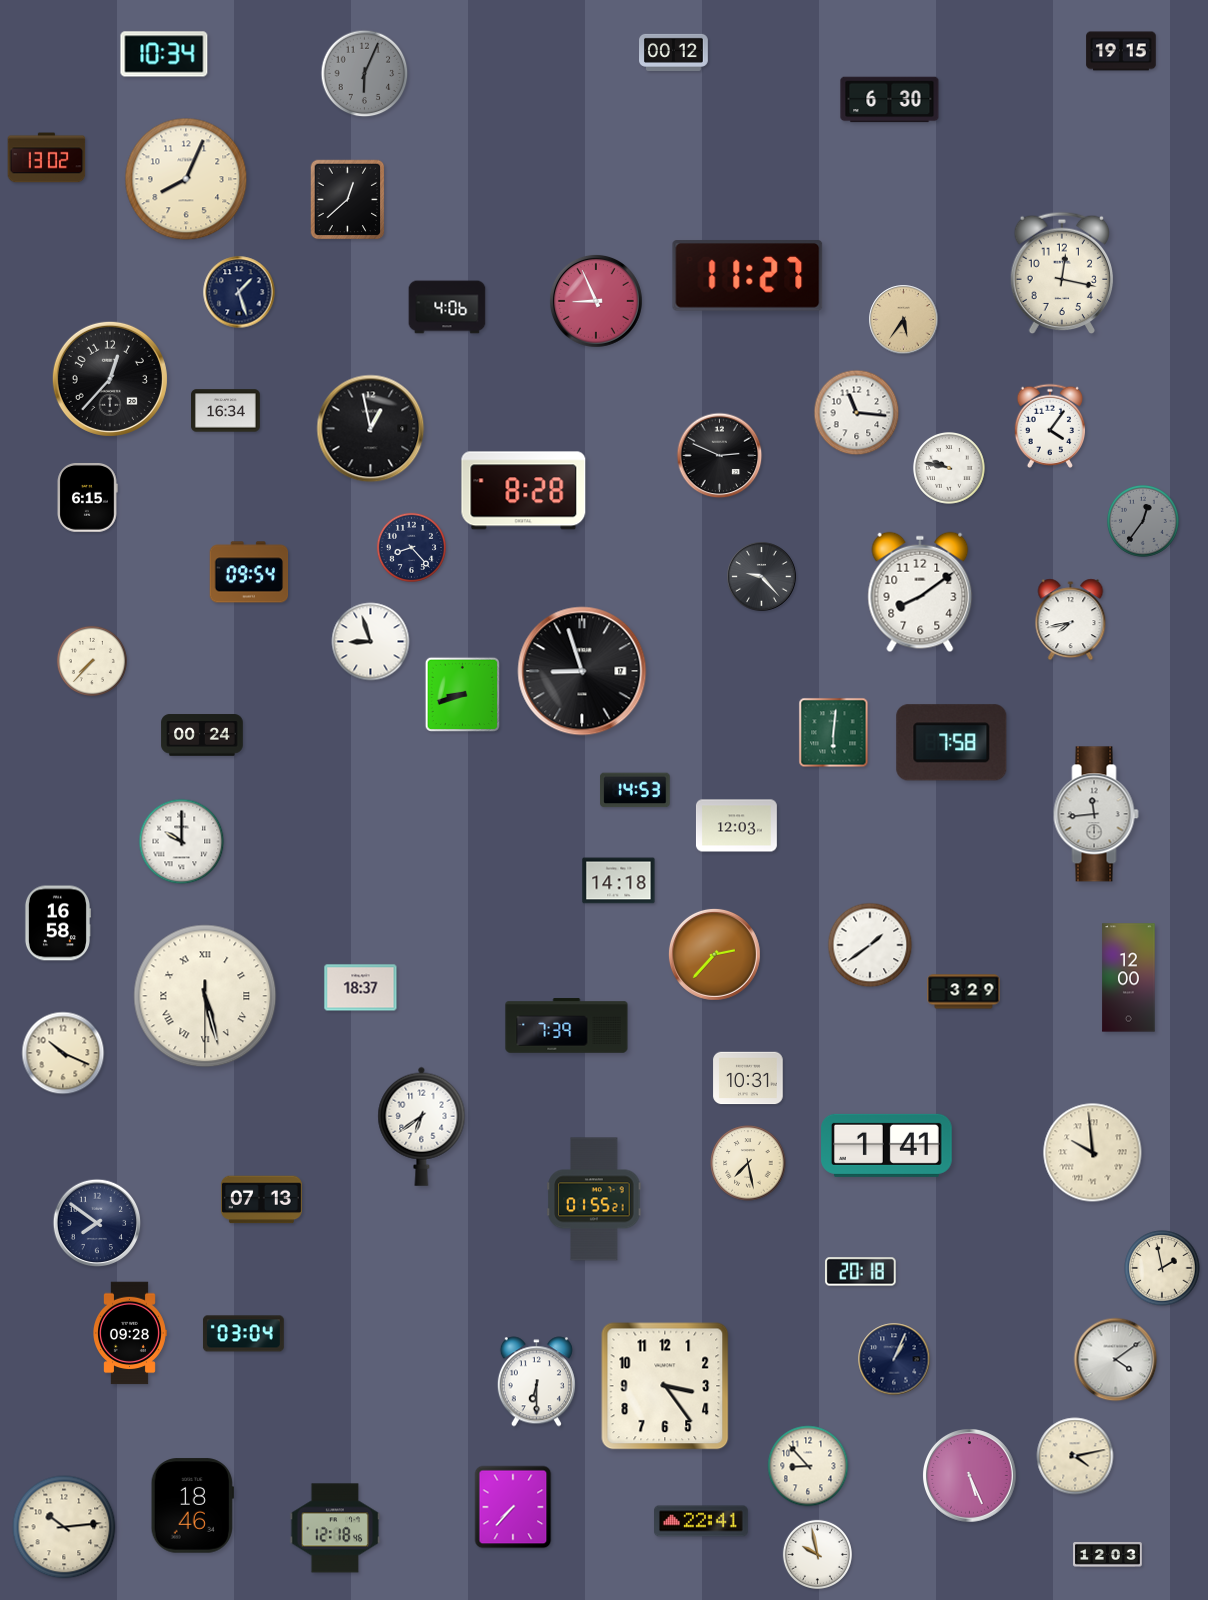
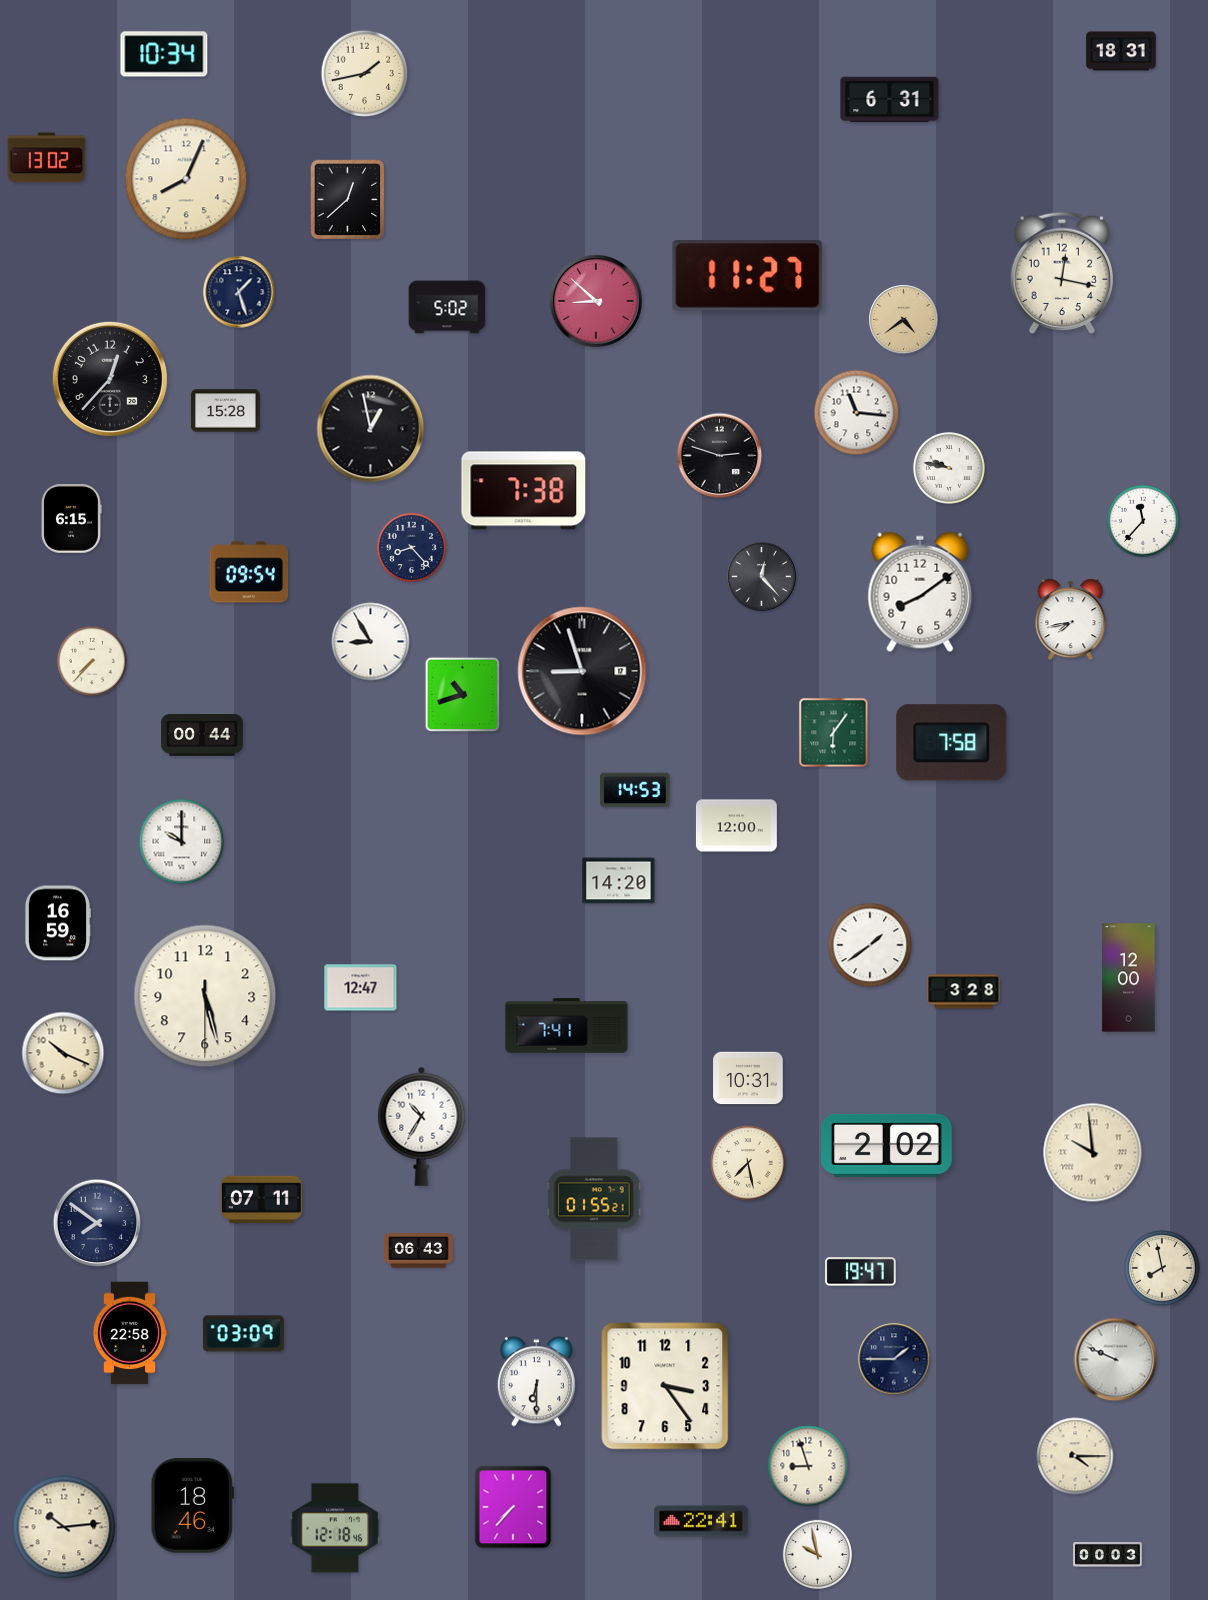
clock at (1121, 51): 19:15 -> 18:31
clock at (674, 52): 00:12 -> none
clock at (365, 74): 6:04 -> 1:43
clock at (365, 74) dial: grey -> cream
clock at (890, 100): 6:30 -> 6:31
clock at (596, 301): 8:56 -> 8:52
clock at (447, 307): 4:06 -> 5:02
clock at (904, 320): 5:36 -> 4:39
clock at (226, 411): 16:34 -> 15:28
clock at (1049, 426): 4:06 -> none
clock at (720, 456): 2:49 -> 2:48
clock at (524, 491): 8:28 -> 7:38
clock at (87, 498) position: (87, 498) -> (71, 519)
clock at (1144, 522): 12:36 -> 11:37
clock at (1144, 522) dial: grey -> white
clock at (762, 577): 9:23 -> 12:23
clock at (371, 642): 8:57 -> 8:55
clock at (462, 694): 8:42 -> 10:42
clock at (834, 733): 6:01 -> 6:06
clock at (202, 735): 00:24 -> 00:44
clock at (1096, 814): 11:44 -> none
clock at (737, 826): 12:03 -> 12:00
clock at (619, 881): 14:18 -> 14:20
clock at (57, 923): 16:58 -> 16:59
clock at (714, 954): 2:37 -> none
clock at (361, 988): 18:37 -> 12:47
clock at (964, 992): 3:29 -> 3:28
clock at (205, 996) numerals: Roman -> Arabic
clock at (567, 1026): 7:39 -> 7:41
clock at (422, 1126): 6:39 -> 10:35
clock at (887, 1145): 1:41 -> 2:02
clock at (261, 1200): 07:13 -> 07:11
clock at (419, 1251): none -> 06:43
clock at (1162, 1268): 1:58 -> 7:58
clock at (861, 1272): 20:18 -> 19:47
clock at (130, 1333): 09:28 -> 22:58
clock at (243, 1334): 03:04 -> 03:09
clock at (894, 1359): 1:04 -> 1:45
clock at (1116, 1360): 4:09 -> 9:49
clock at (1075, 1456): 4:13 -> 4:15
clock at (808, 1466): 8:53 -> 8:57
clock at (970, 1476): 5:26 -> none
clock at (1108, 1555): 12:03 -> 00:03
